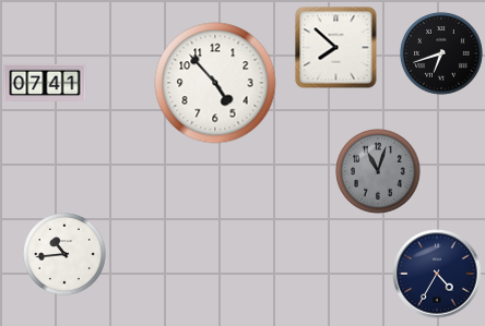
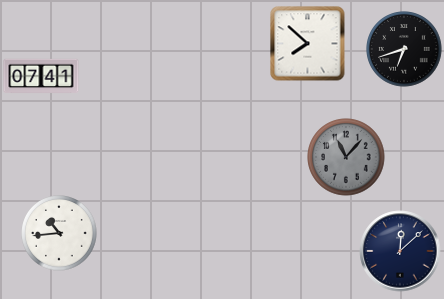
clock at (215, 83): 4:53 -> none
clock at (378, 171): 11:03 -> 11:07
clock at (437, 274): 4:35 -> 12:08
